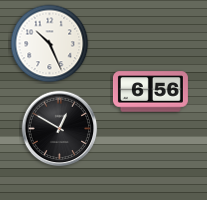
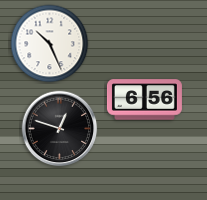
clock at (150, 92) position: (150, 92) -> (144, 100)
clock at (60, 129): 12:50 -> 12:48
